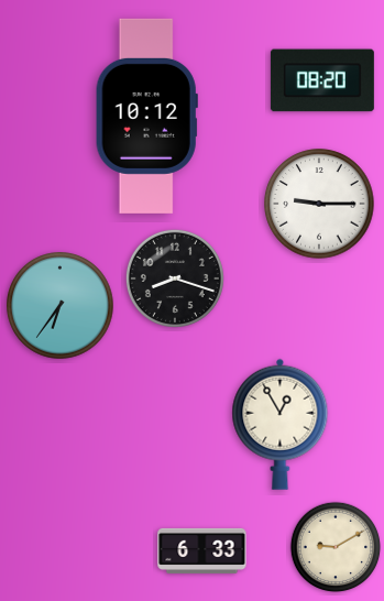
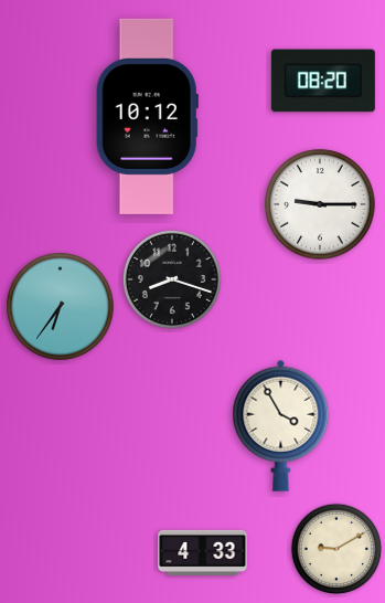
clock at (175, 278) position: (175, 278) -> (172, 279)
clock at (281, 424): 12:55 -> 3:55
clock at (202, 550): 6:33 -> 4:33
